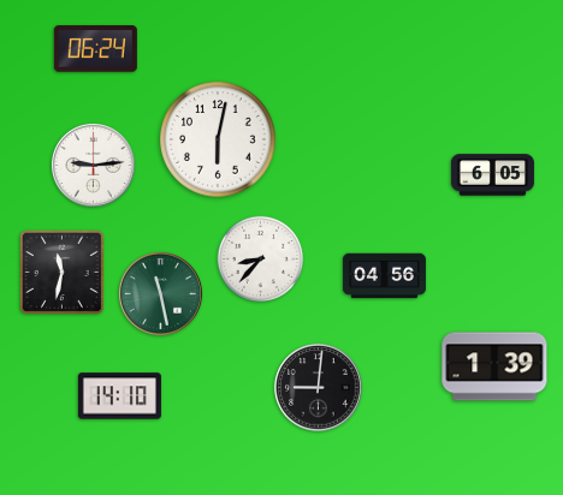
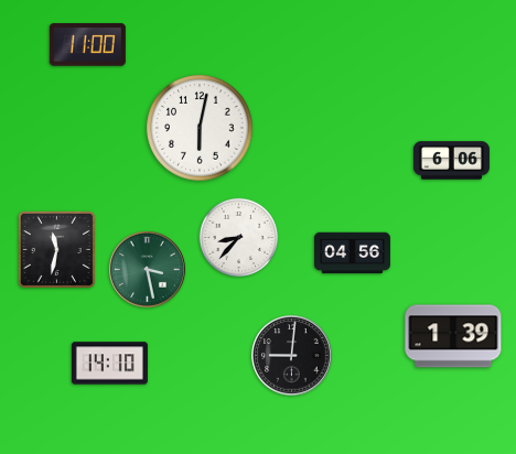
clock at (95, 49): 06:24 -> 11:00
clock at (94, 166): 9:14 -> none
clock at (492, 175): 6:05 -> 6:06
clock at (161, 294): 11:28 -> 3:28
